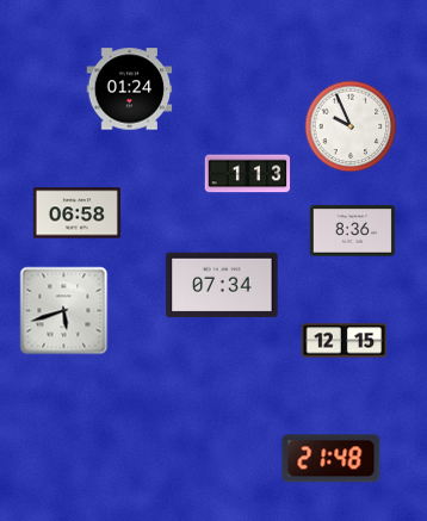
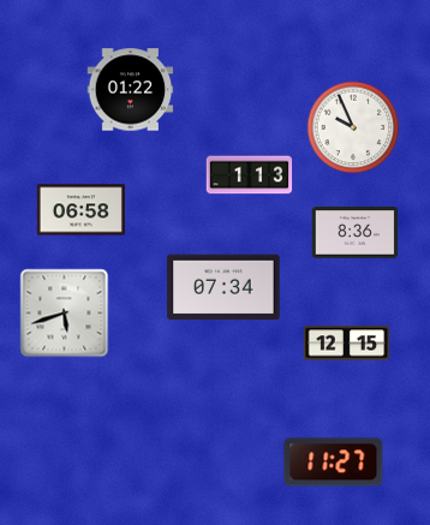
clock at (130, 89): 01:24 -> 01:22
clock at (76, 213) position: (76, 213) -> (80, 210)
clock at (332, 459): 21:48 -> 11:27
